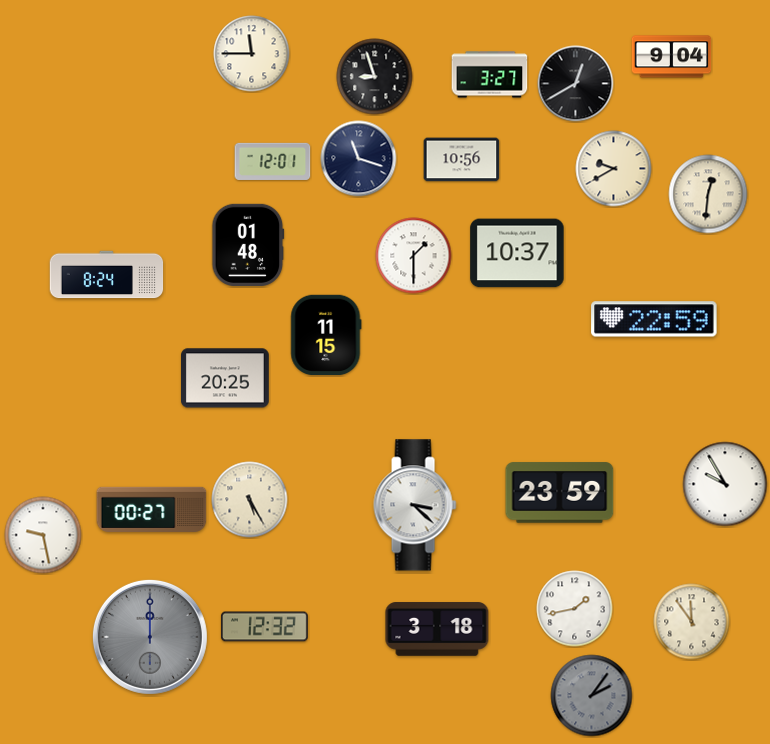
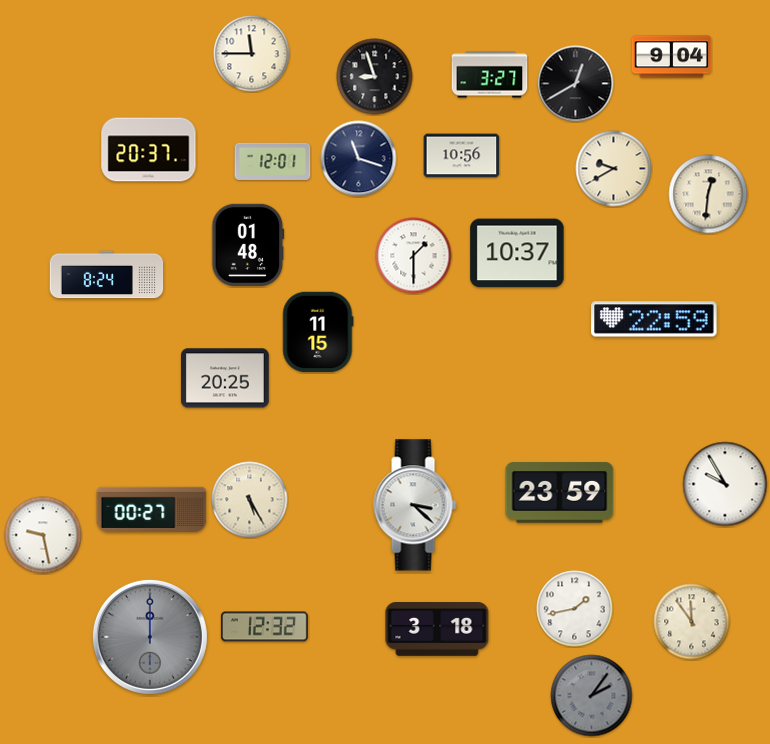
clock at (149, 150): none -> 20:37
clock at (462, 160) position: (462, 160) -> (462, 156)
clock at (326, 335) position: (326, 335) -> (318, 332)
